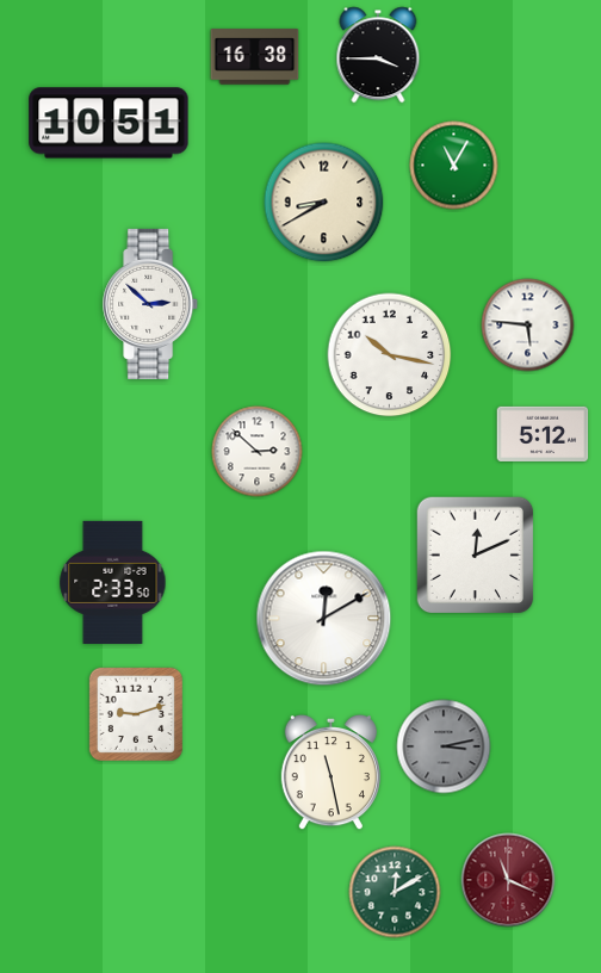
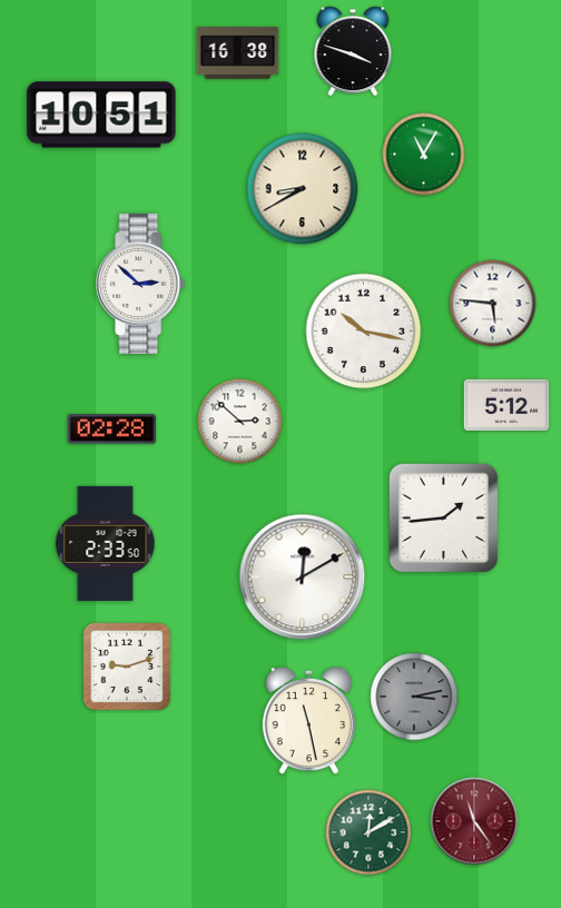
clock at (378, 55): 3:45 -> 3:48
clock at (111, 430): none -> 02:28
clock at (476, 556): 12:11 -> 1:44
clock at (508, 880): 11:19 -> 11:24
